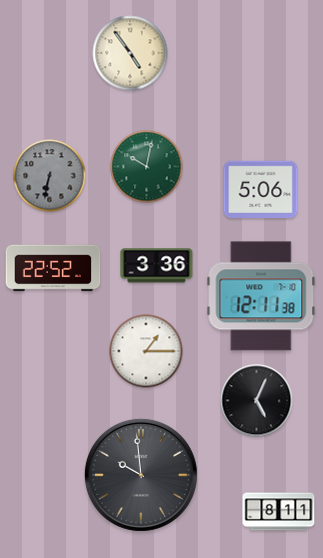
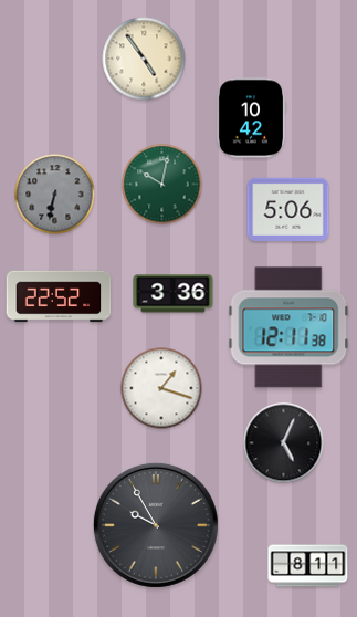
clock at (251, 118): none -> 10:42
clock at (146, 351): 1:15 -> 1:18
clock at (141, 475): 9:59 -> 9:55
